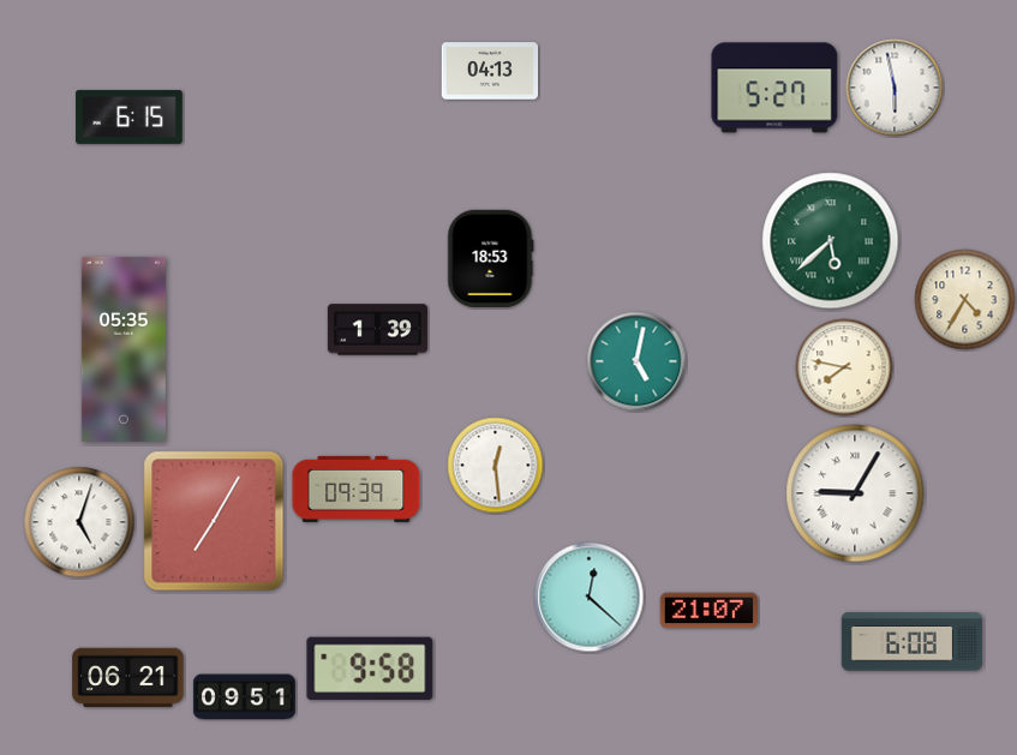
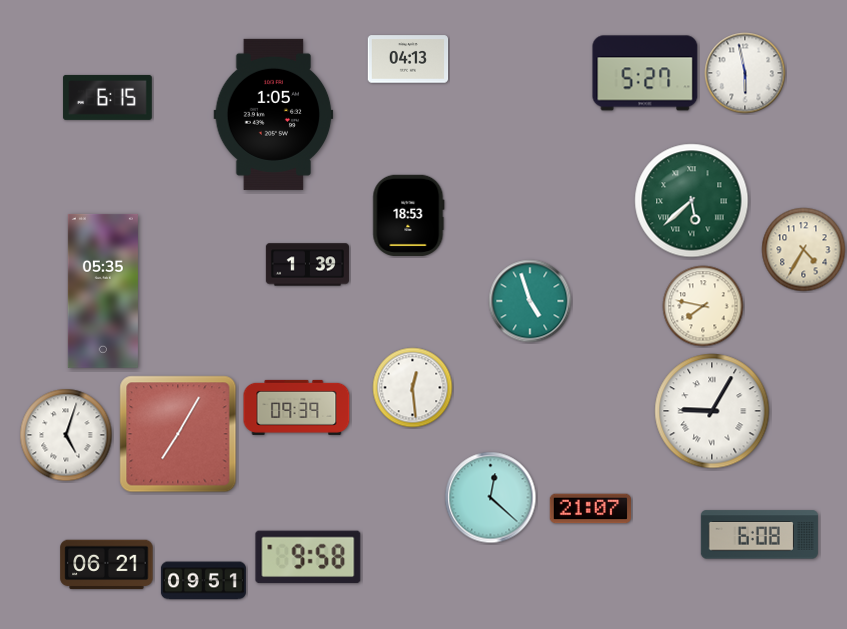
clock at (274, 114): none -> 1:05
clock at (377, 330) position: (377, 330) -> (307, 265)
clock at (636, 361): 5:02 -> 4:57
